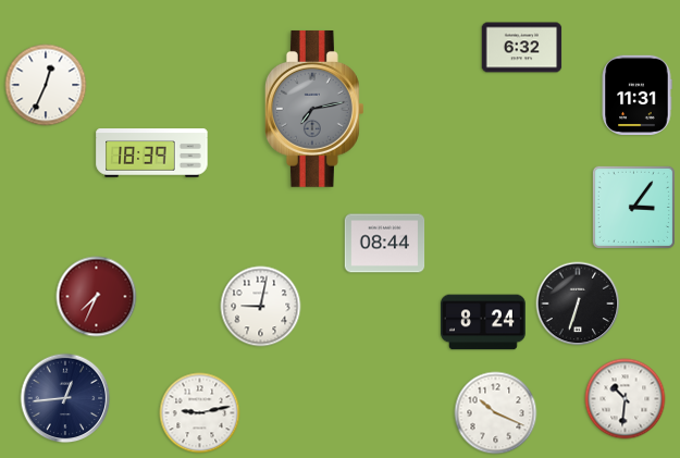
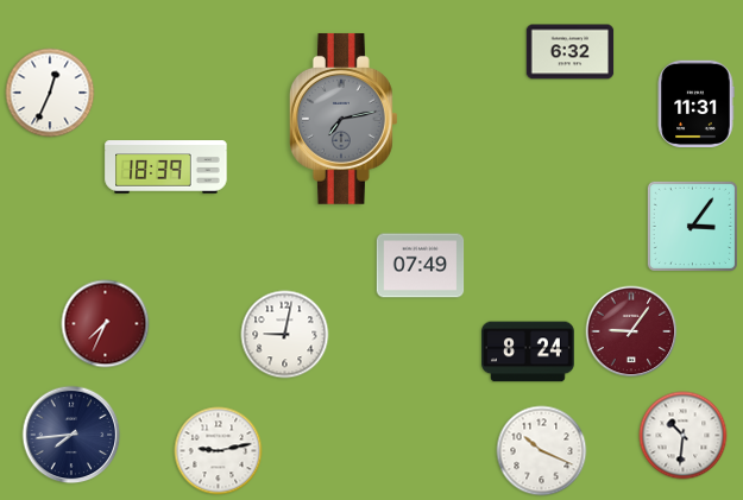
clock at (385, 244): 08:44 -> 07:49
clock at (578, 304): 6:33 -> 9:06
clock at (578, 304) dial: black -> burgundy
clock at (65, 398): 12:44 -> 7:44
